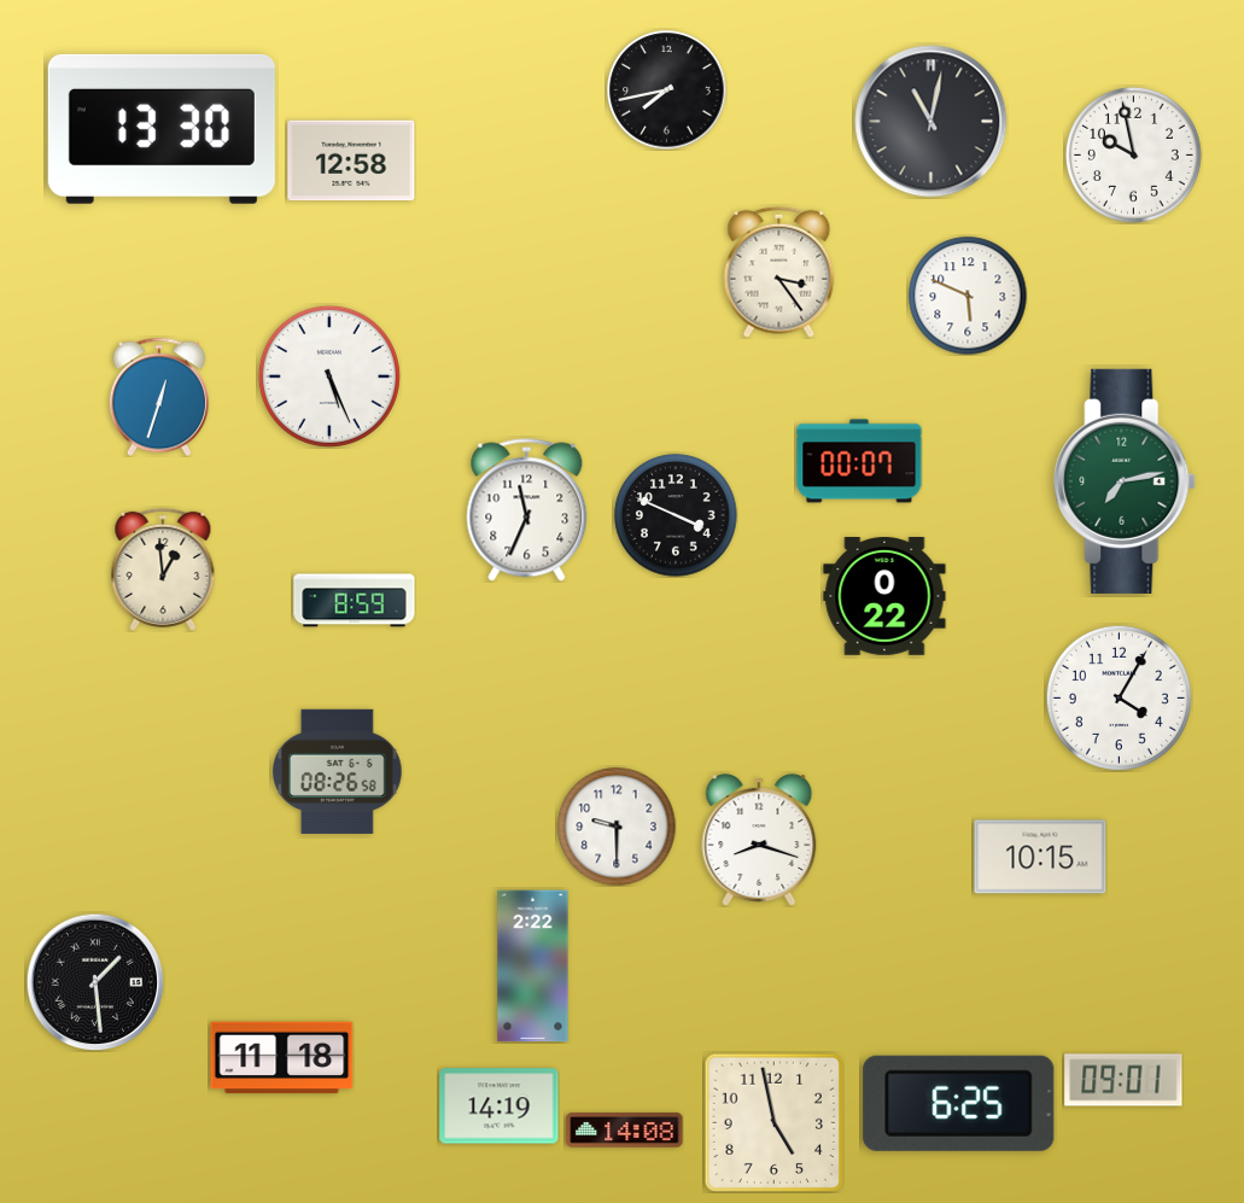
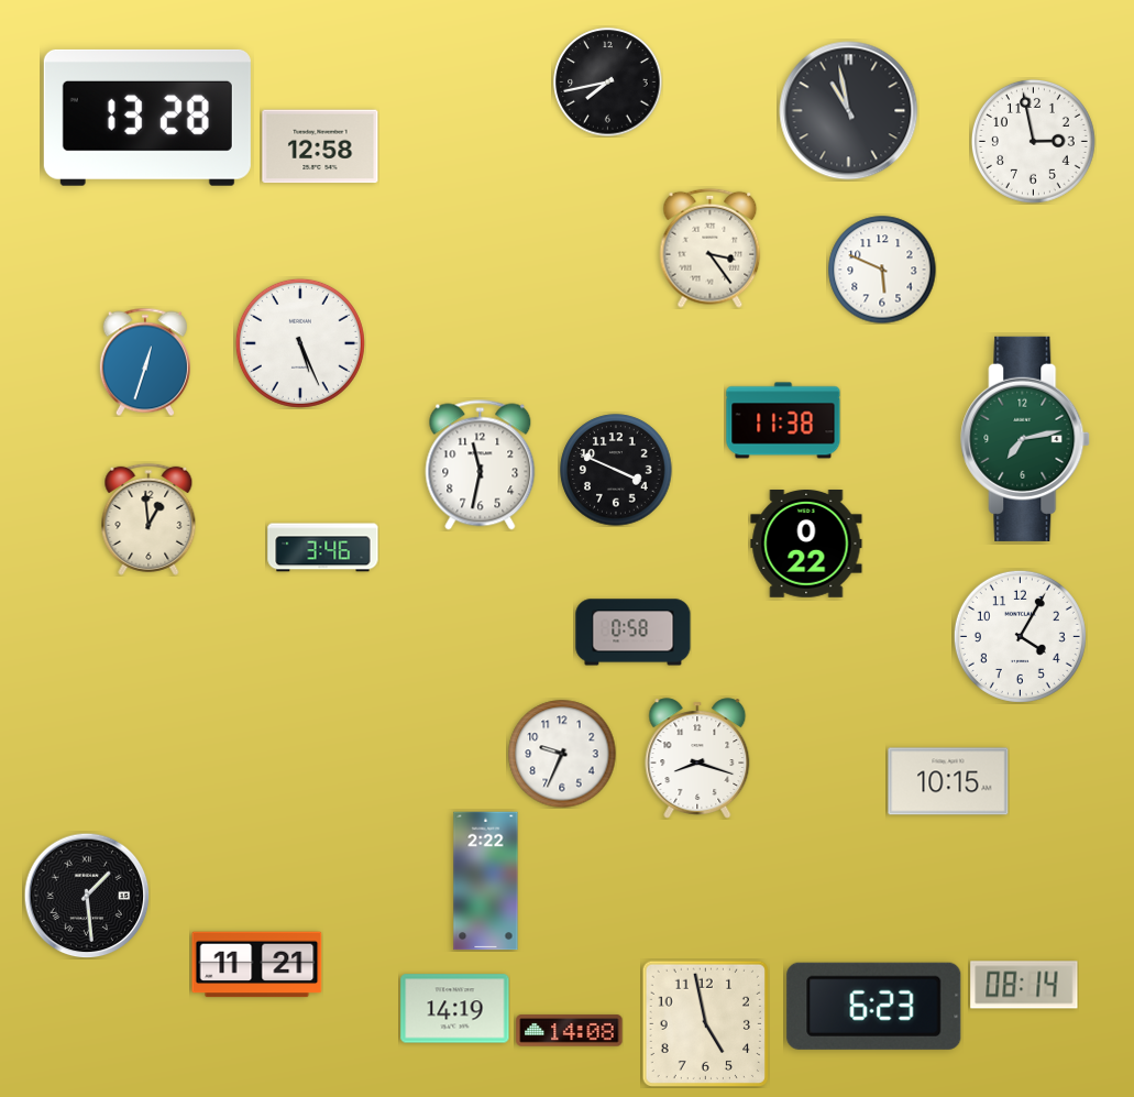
clock at (931, 122): 11:02 -> 10:58
clock at (162, 129): 13:30 -> 13:28
clock at (1133, 154): 9:58 -> 2:58
clock at (859, 461): 00:07 -> 11:38
clock at (527, 510): 11:34 -> 11:32
clock at (355, 601): 8:59 -> 3:46
clock at (634, 633): none -> 0:58
clock at (338, 771): 08:26 -> none
clock at (617, 827): 9:30 -> 9:34
clock at (759, 840) position: (759, 840) -> (697, 758)
clock at (282, 1058): 11:18 -> 11:21
clock at (1123, 1080): 09:01 -> 08:14
clock at (959, 1103): 6:25 -> 6:23
